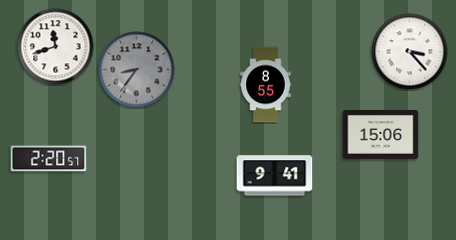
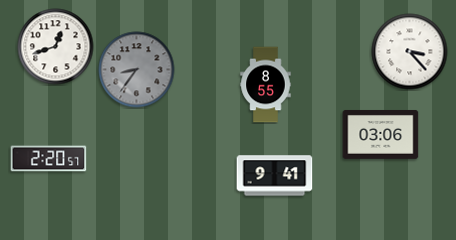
clock at (56, 47): 11:42 -> 12:42
clock at (381, 135): 15:06 -> 03:06
